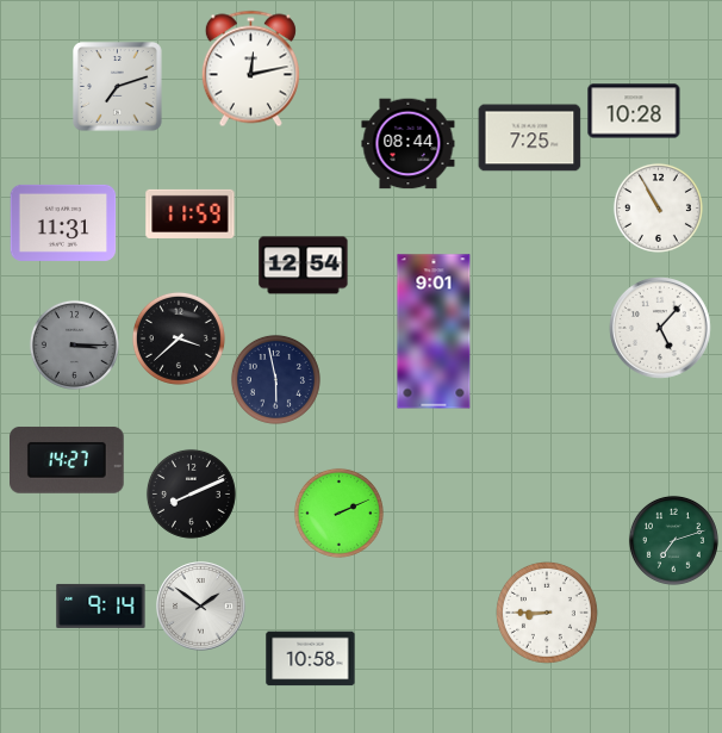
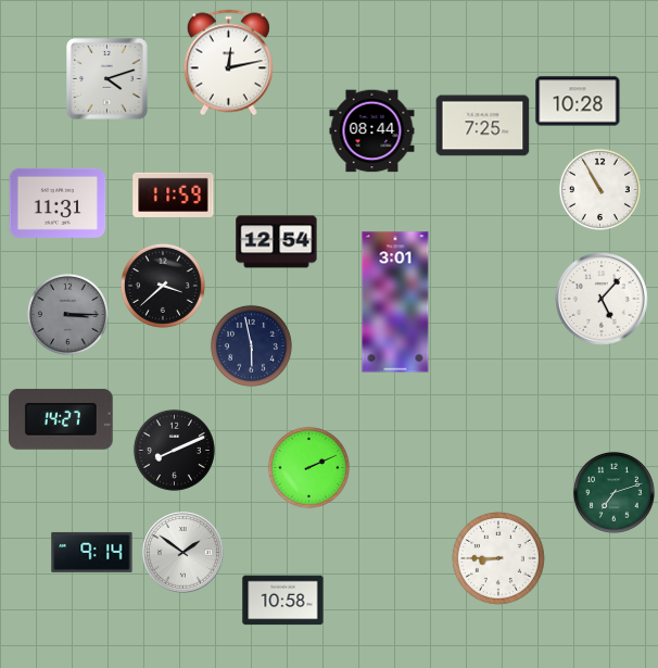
clock at (118, 87): 7:12 -> 4:12
clock at (434, 331): 9:01 -> 3:01
clock at (179, 338) position: (179, 338) -> (163, 286)
